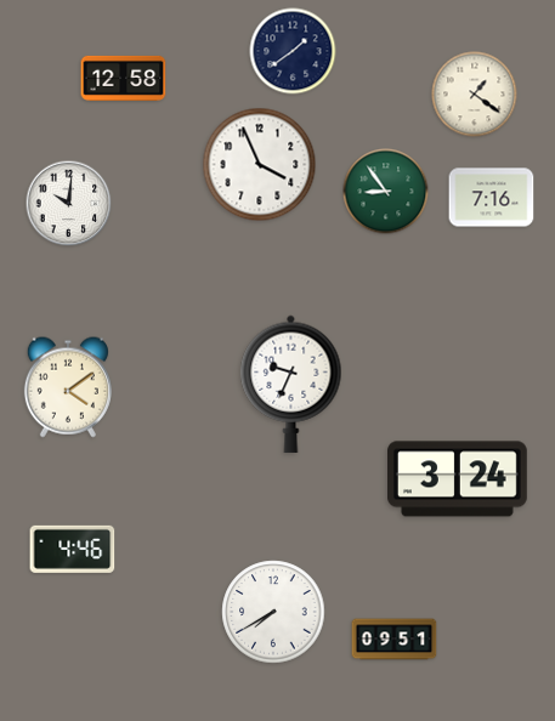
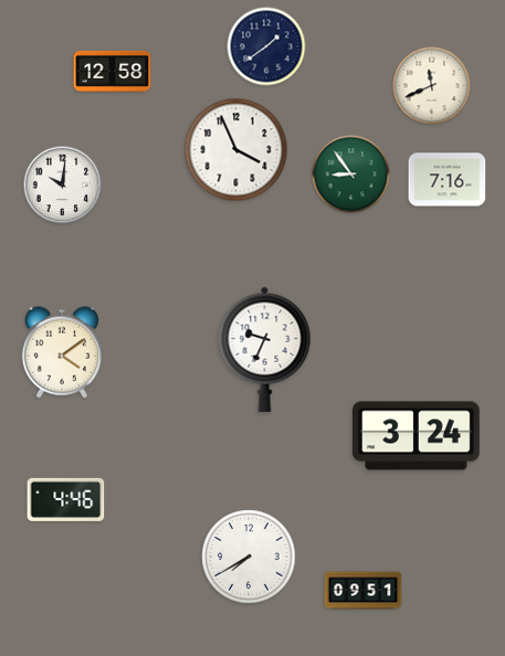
clock at (475, 95): 1:21 -> 11:41
clock at (395, 640) position: (395, 640) -> (364, 591)
